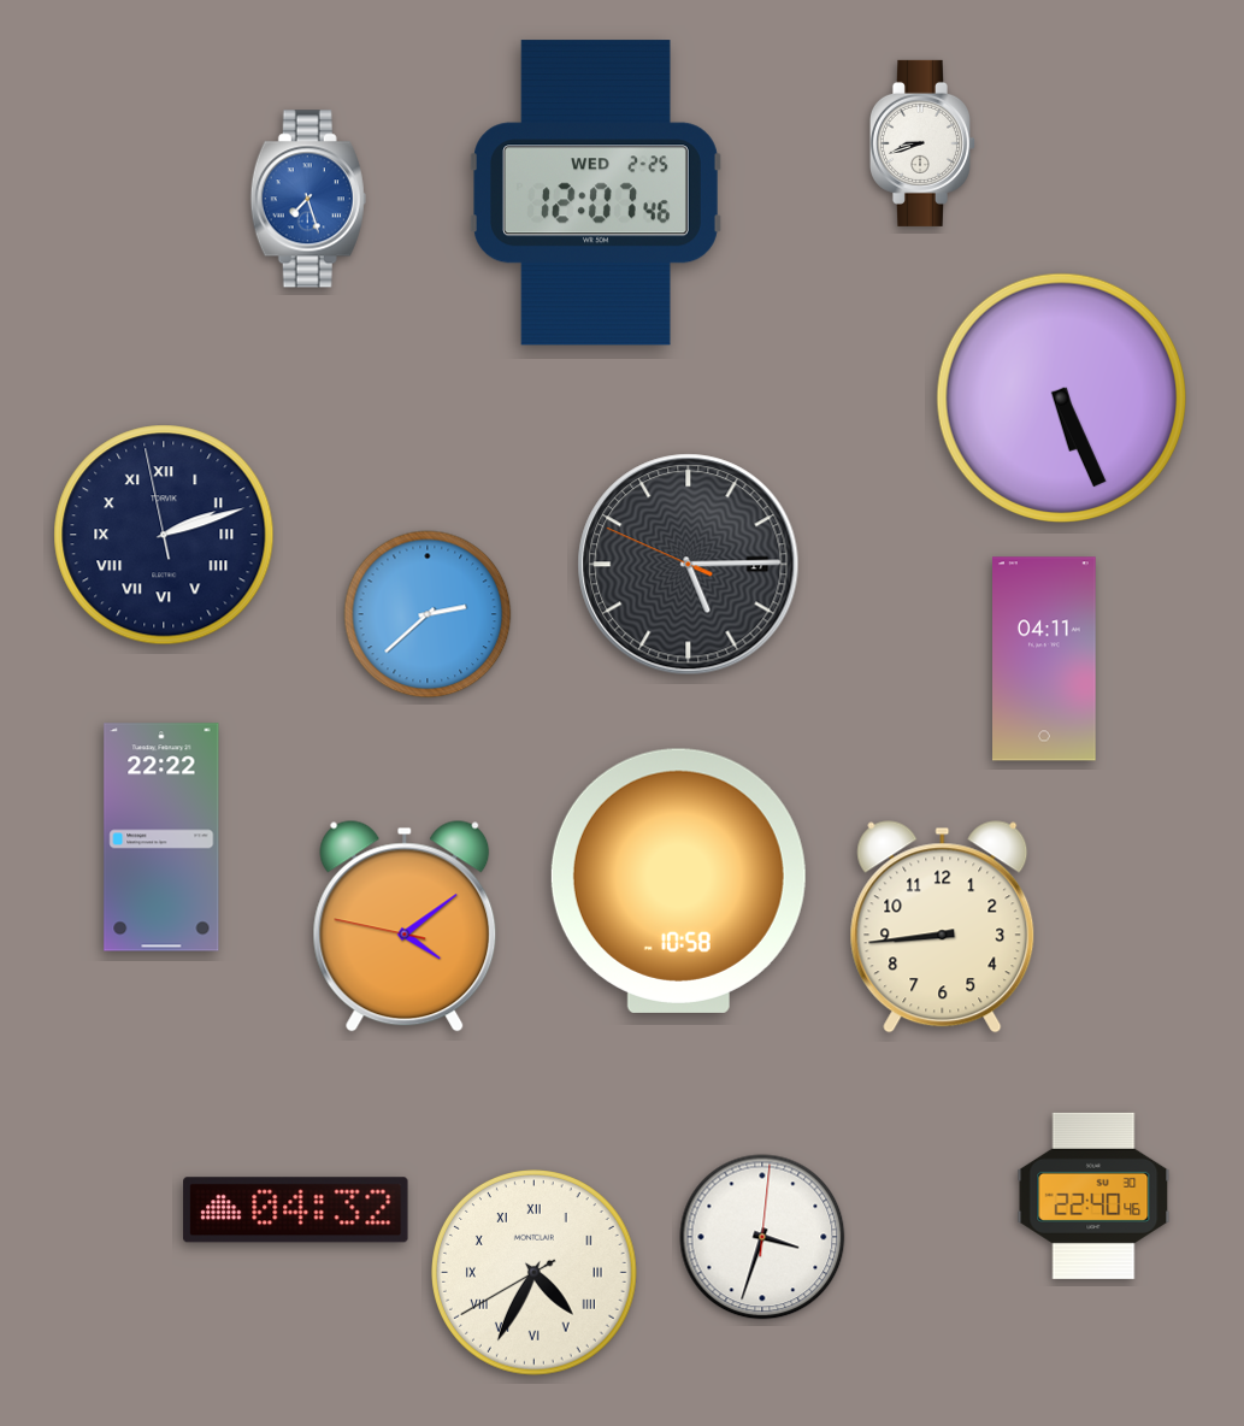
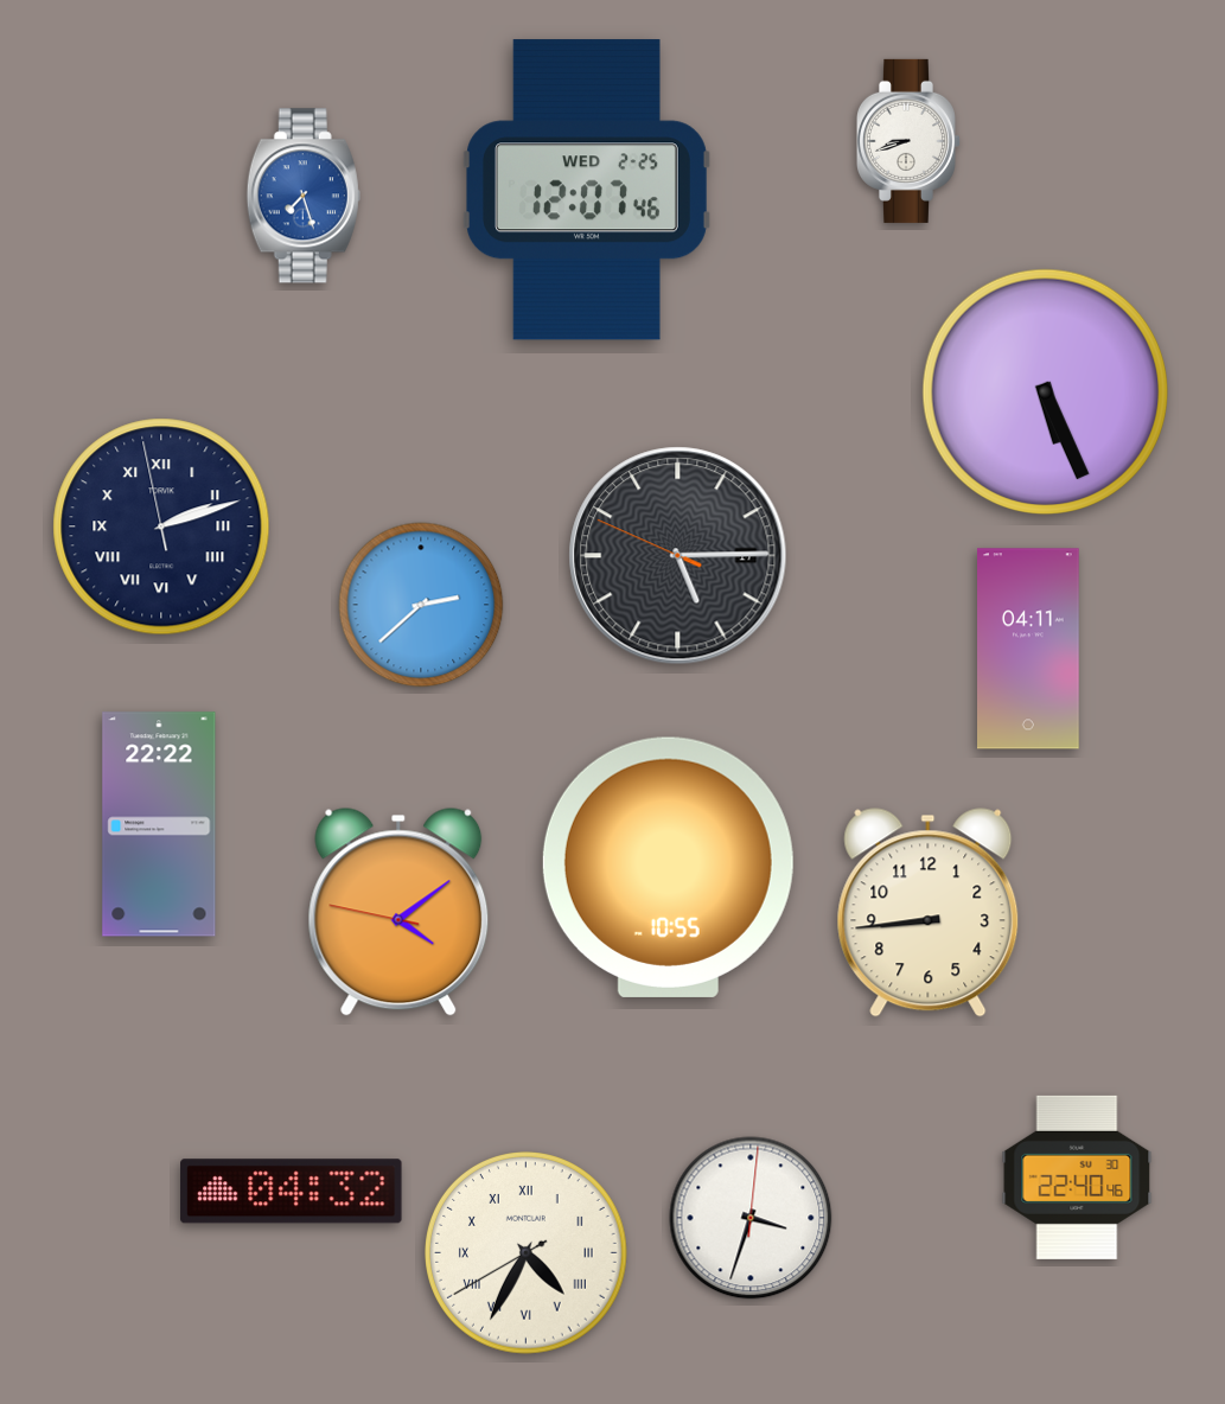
clock at (678, 880): 10:58 -> 10:55
